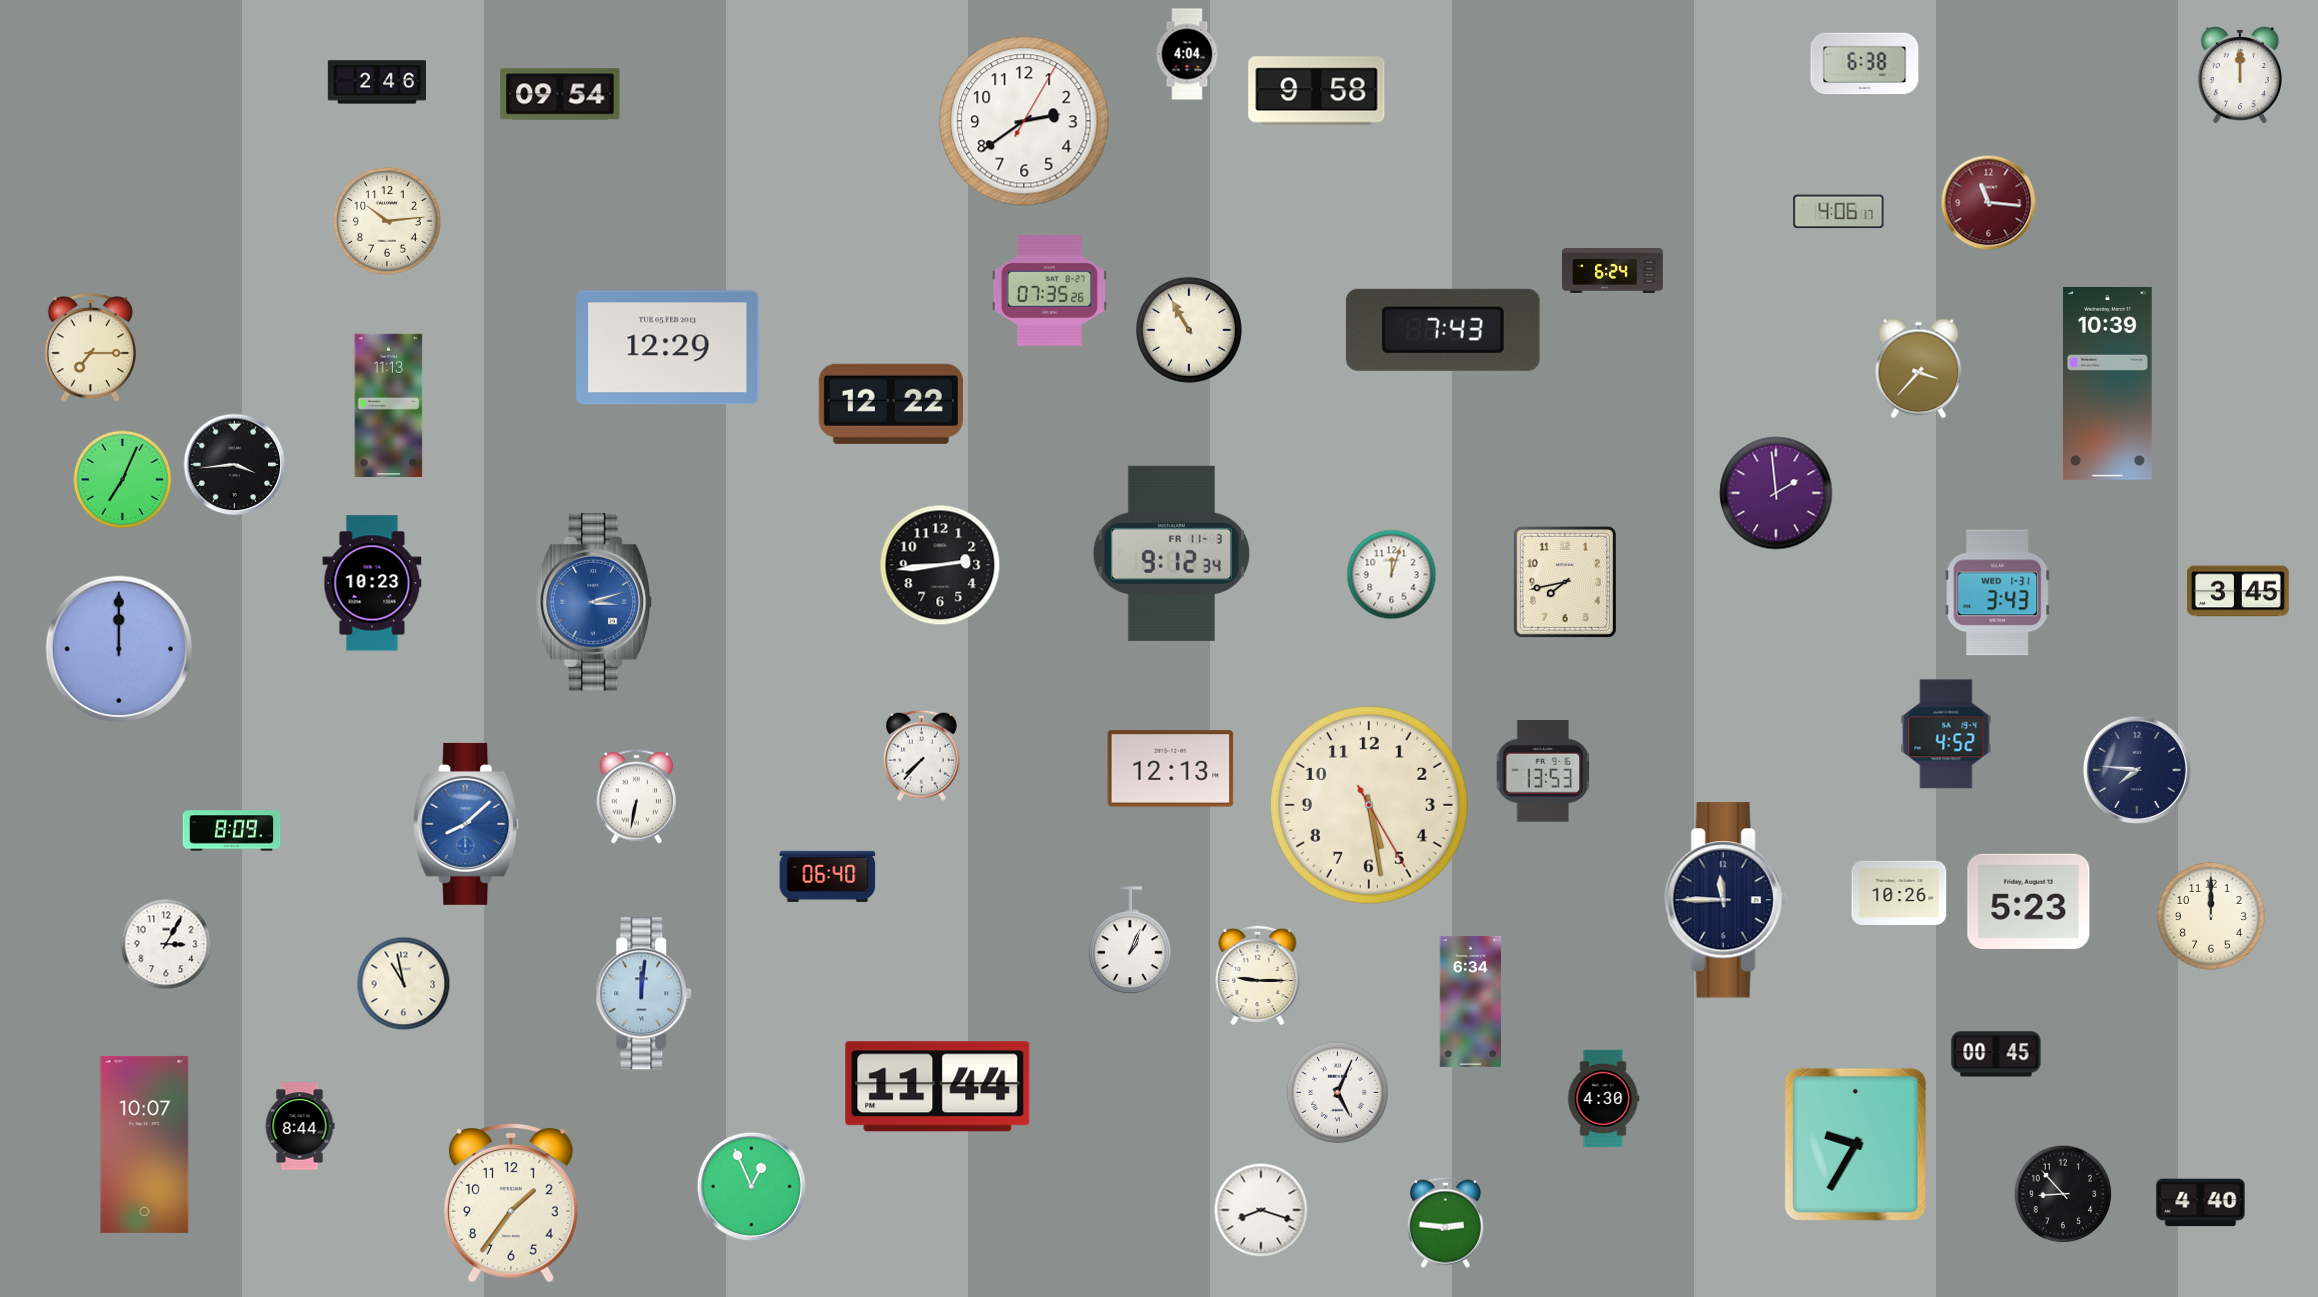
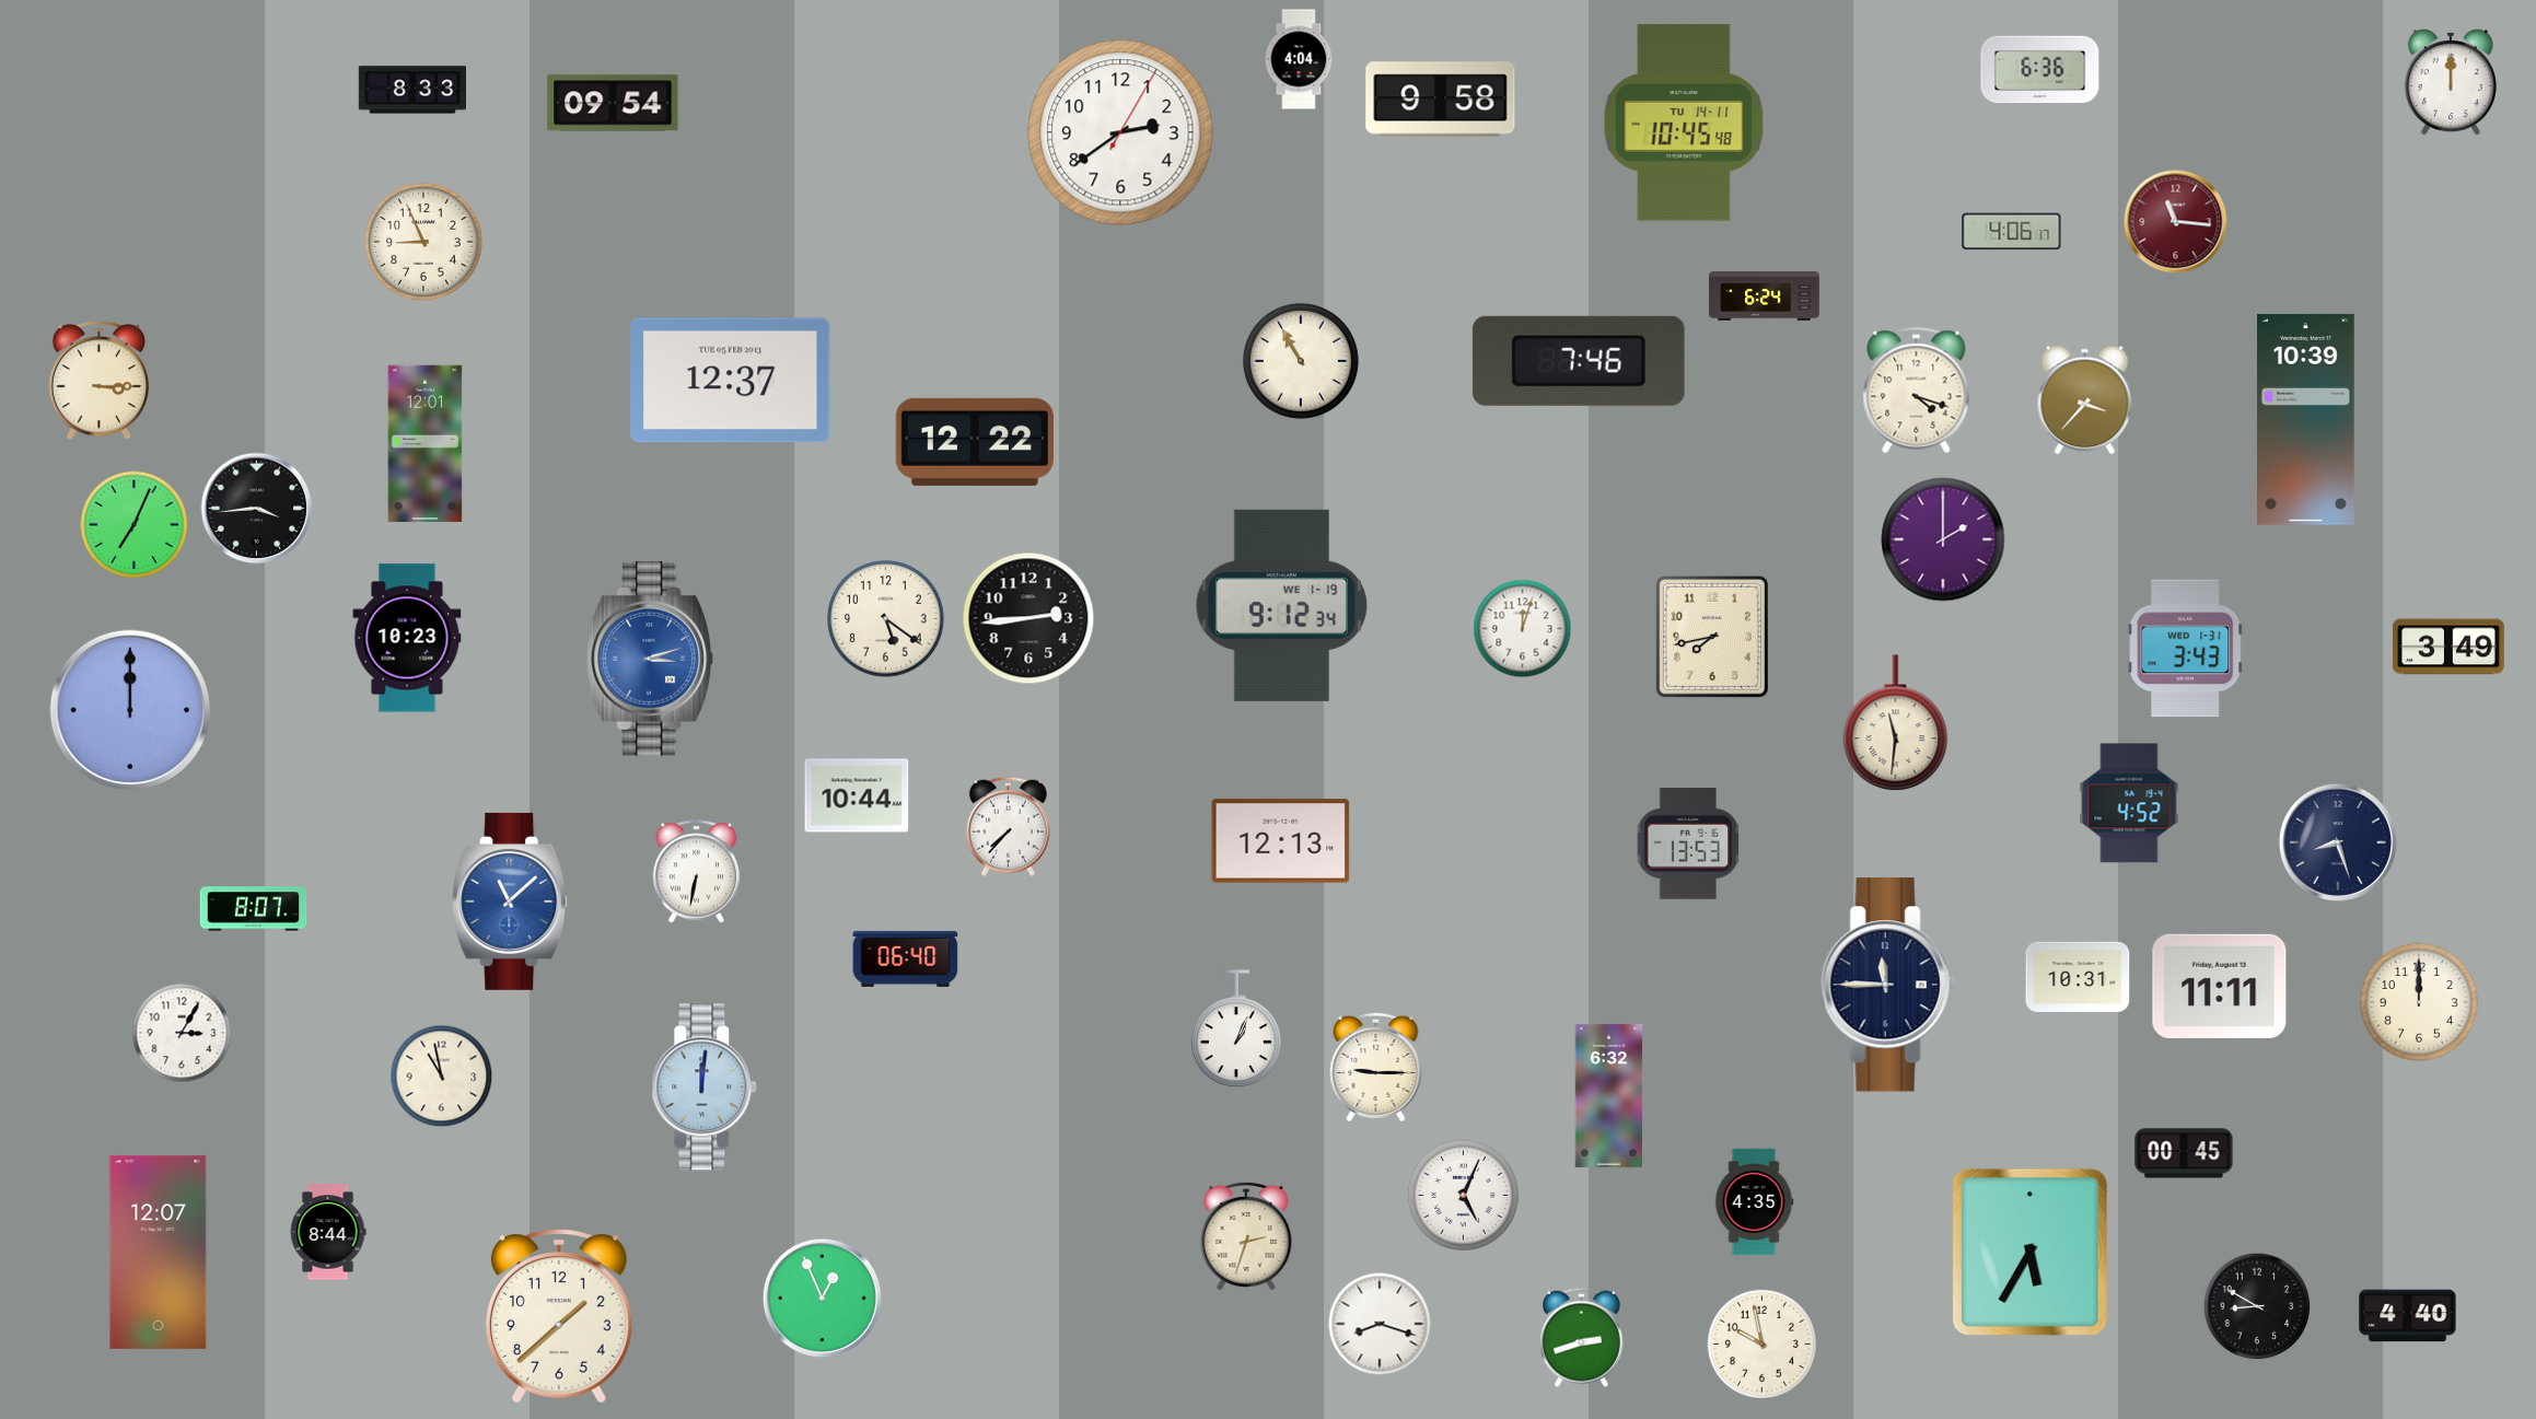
clock at (1865, 64): 6:38 -> 6:36
clock at (377, 82): 2:46 -> 8:33
clock at (1684, 123): none -> 10:45
clock at (387, 221): 10:14 -> 8:56
clock at (1049, 290): 07:35 -> none
clock at (1443, 330): 7:43 -> 7:46
clock at (90, 348): 7:15 -> 3:15
clock at (668, 348): 12:29 -> 12:37
clock at (1917, 391): none -> 4:18
clock at (1919, 369) position: (1919, 369) -> (2085, 400)
clock at (389, 406): 11:13 -> 12:01
clock at (1776, 493): 1:59 -> 2:00
clock at (1171, 553) date: FR 11-3 -> WE 1-19
clock at (886, 619): none -> 5:21
clock at (2238, 591): 3:45 -> 3:49
clock at (1896, 723): none -> 11:31
clock at (857, 795): none -> 10:44
clock at (2137, 770): 7:46 -> 8:27
clock at (1369, 805): 5:28 -> none
clock at (467, 824): 8:08 -> 11:08
clock at (232, 831): 8:09 -> 8:07
clock at (1899, 893): 10:26 -> 10:31
clock at (2029, 901): 5:23 -> 11:11
clock at (1471, 1001): 6:34 -> 6:32
clock at (938, 1087): 11:44 -> none
clock at (1603, 1099): 4:30 -> 4:35
clock at (1246, 1236): none -> 2:33
clock at (145, 1144): 10:07 -> 12:07
clock at (1855, 1144): 9:35 -> 5:35
clock at (2063, 1194): 8:53 -> 8:50
clock at (511, 1204): 1:36 -> 1:38
clock at (1445, 1222): 2:46 -> 2:42
clock at (1761, 1344): none -> 9:58
